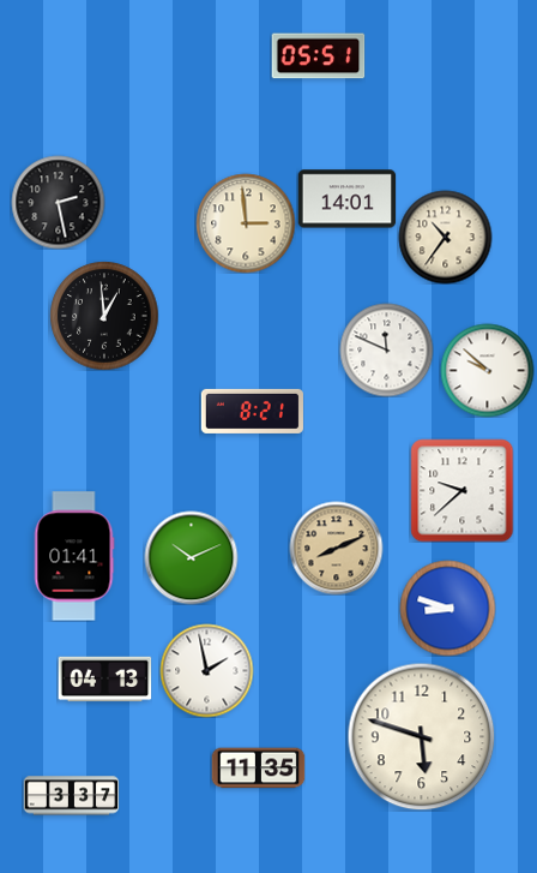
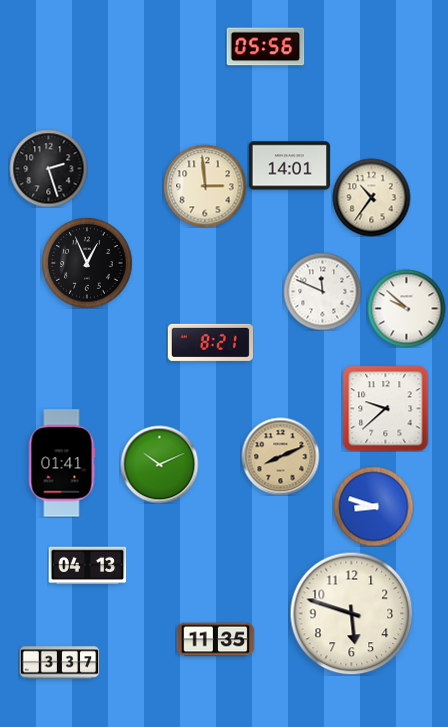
clock at (318, 56): 05:51 -> 05:56
clock at (58, 202): 2:28 -> 2:27
clock at (104, 316): 12:59 -> 12:56
clock at (206, 670): 1:58 -> none
